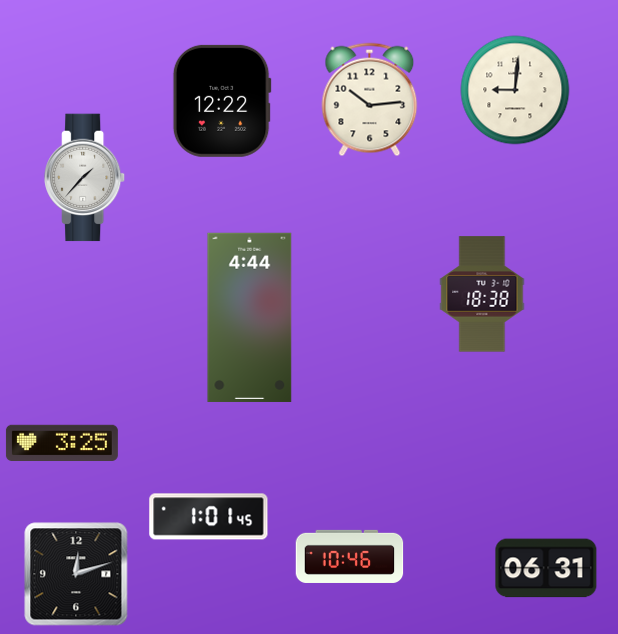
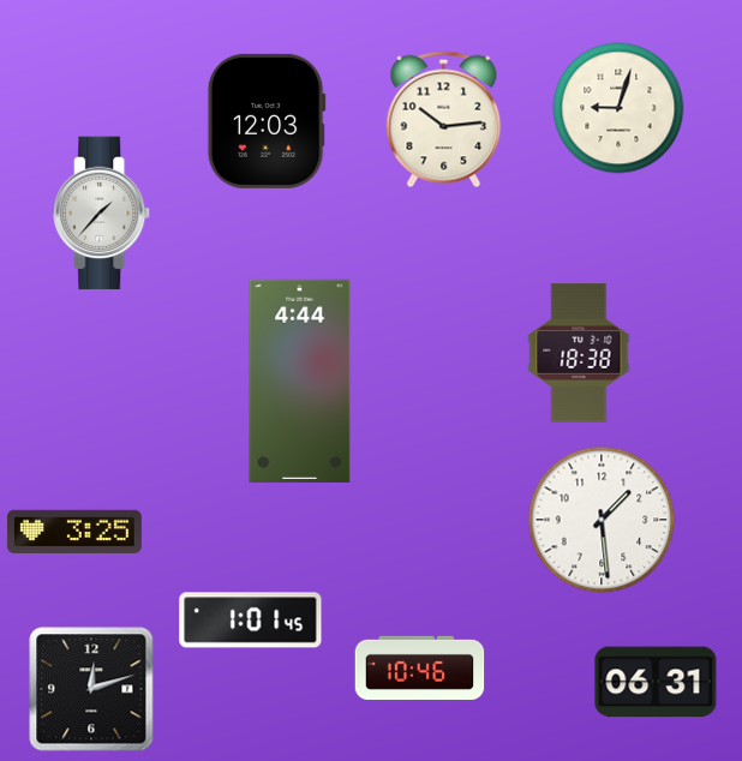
clock at (515, 90): 9:01 -> 9:03
clock at (222, 101): 12:22 -> 12:03
clock at (602, 520): none -> 1:29
